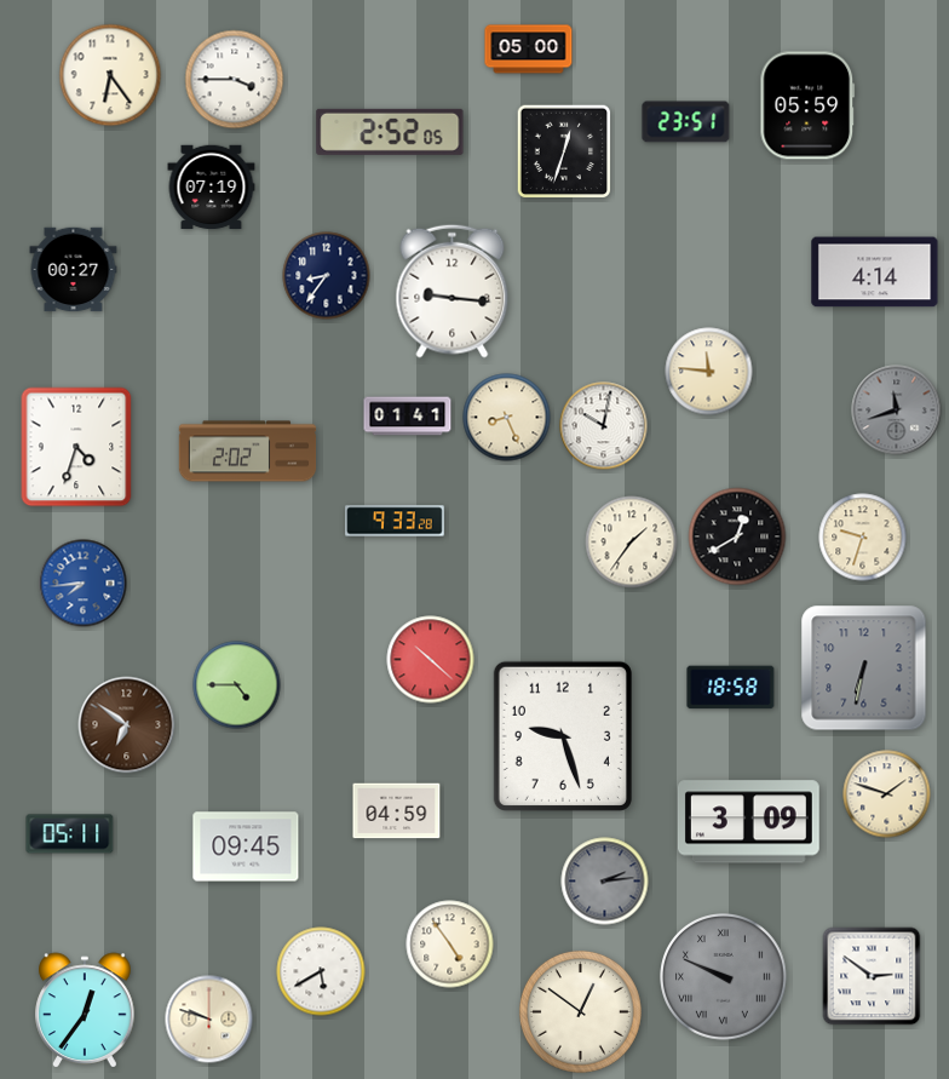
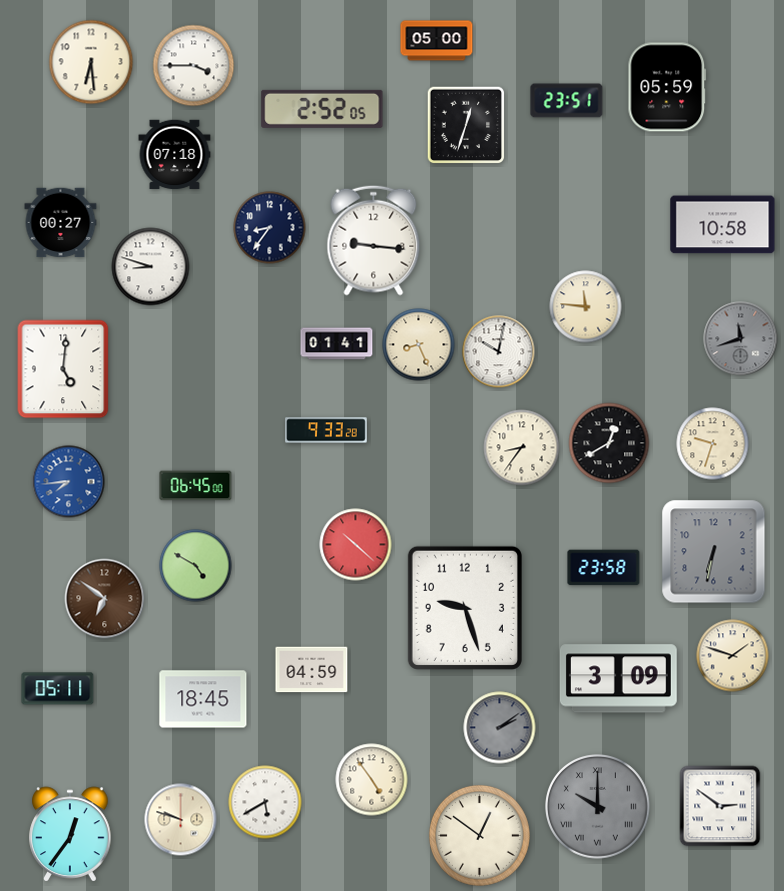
clock at (110, 75): 6:24 -> 6:29
clock at (212, 188): 07:19 -> 07:18
clock at (875, 272): 4:14 -> 10:58
clock at (151, 267): none -> 8:48
clock at (76, 447): 4:33 -> 5:01
clock at (248, 452): 2:02 -> none
clock at (632, 543): 1:36 -> 8:36
clock at (196, 486): none -> 06:45
clock at (237, 685): 4:45 -> 4:50
clock at (731, 688): 18:58 -> 23:58
clock at (397, 811) position: (397, 811) -> (312, 670)
clock at (246, 846): 09:45 -> 18:45
clock at (605, 882): 2:14 -> 2:09
clock at (724, 977): 9:49 -> 10:00
clock at (209, 1020) position: (209, 1020) -> (181, 820)
